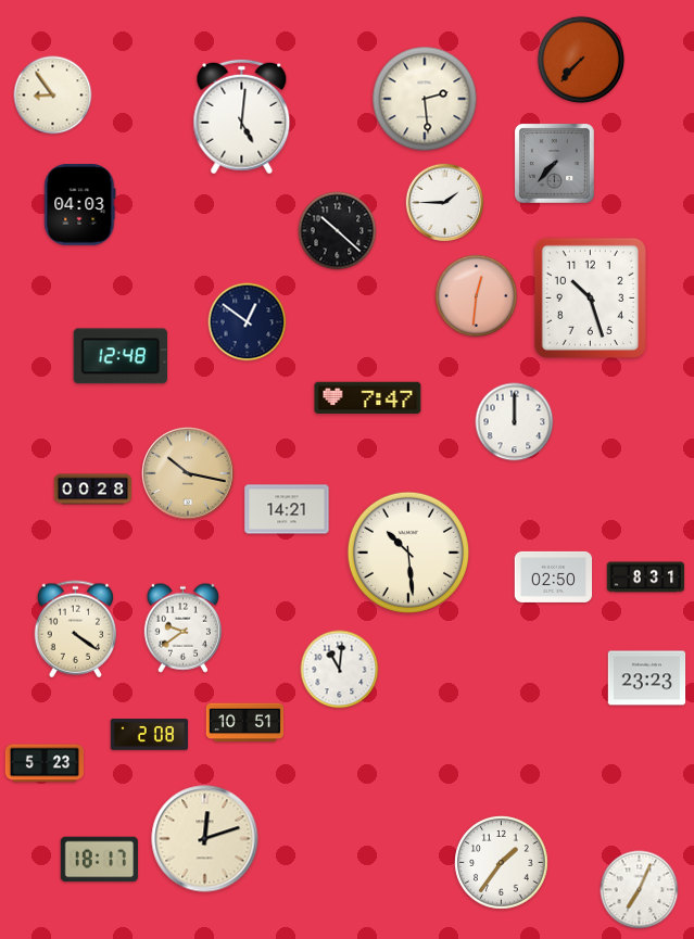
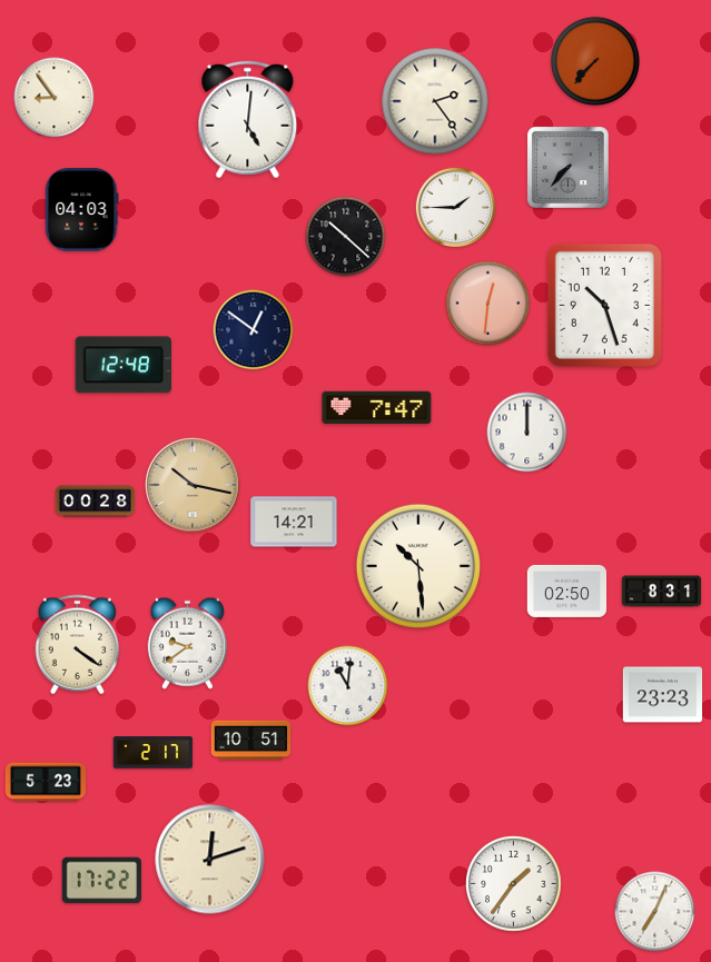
clock at (425, 99): 2:29 -> 2:24
clock at (150, 735): 2:08 -> 2:17
clock at (99, 860): 18:17 -> 17:22
